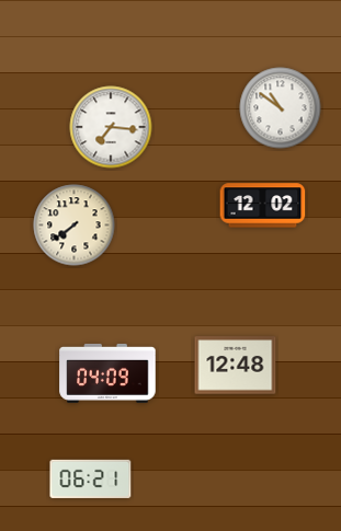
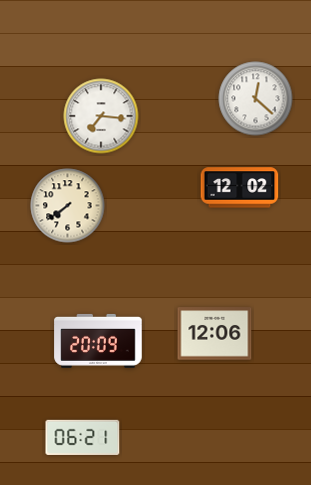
clock at (281, 108): 10:51 -> 12:22
clock at (236, 366): 12:48 -> 12:06
clock at (107, 373): 04:09 -> 20:09
